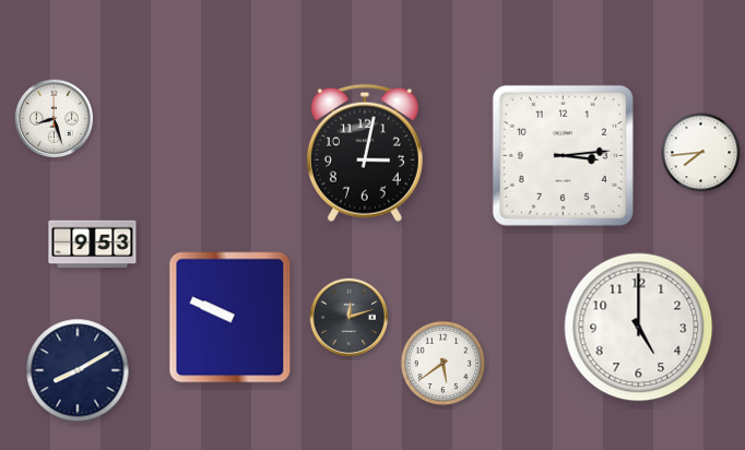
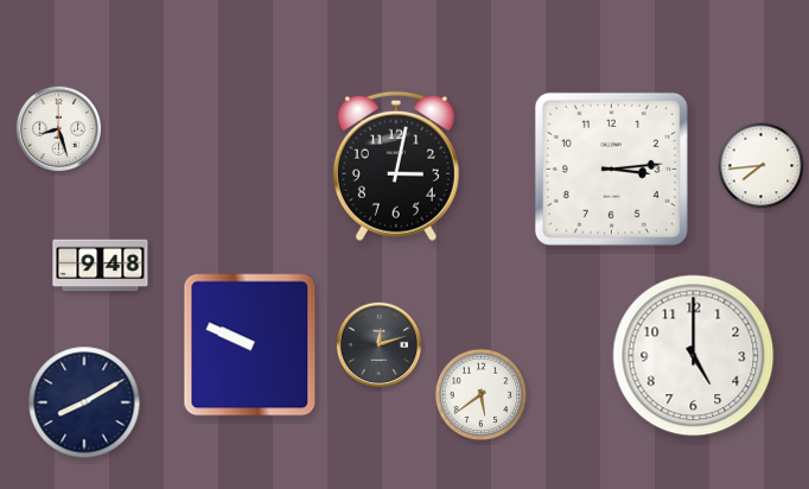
clock at (93, 245): 9:53 -> 9:48
